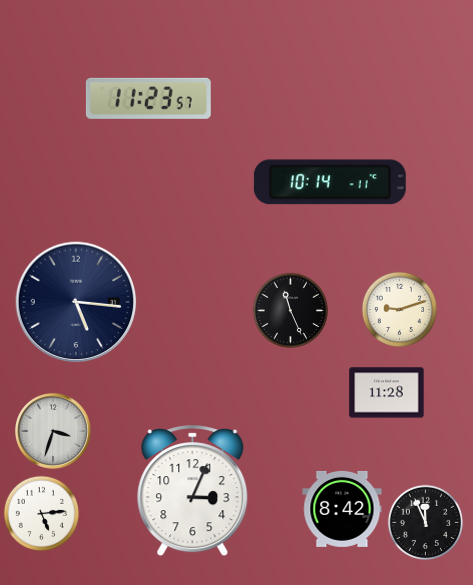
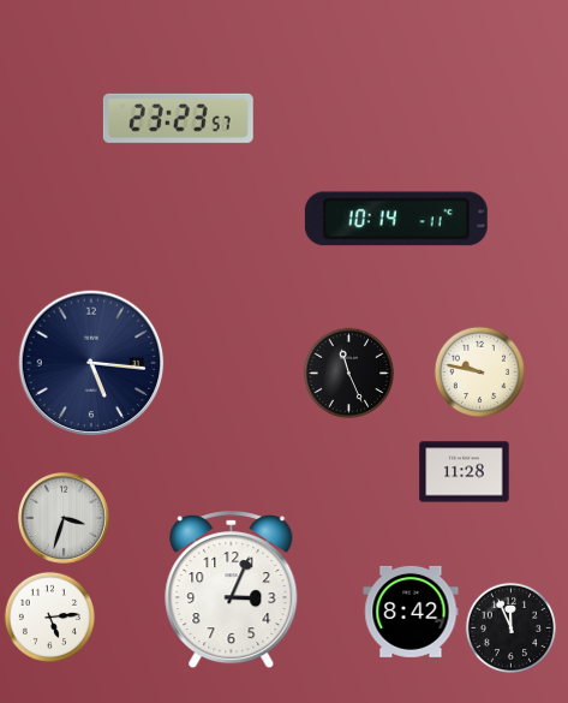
clock at (148, 98): 11:23 -> 23:23
clock at (399, 309): 9:12 -> 9:47
